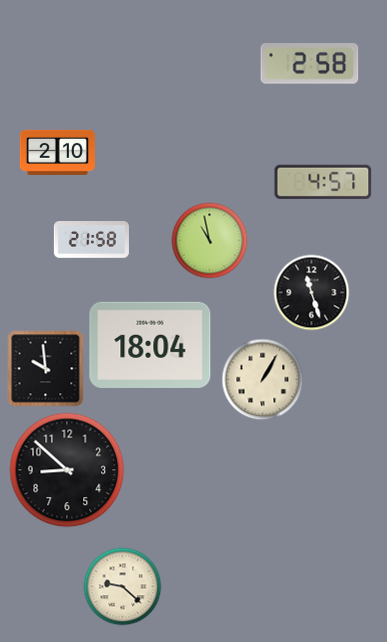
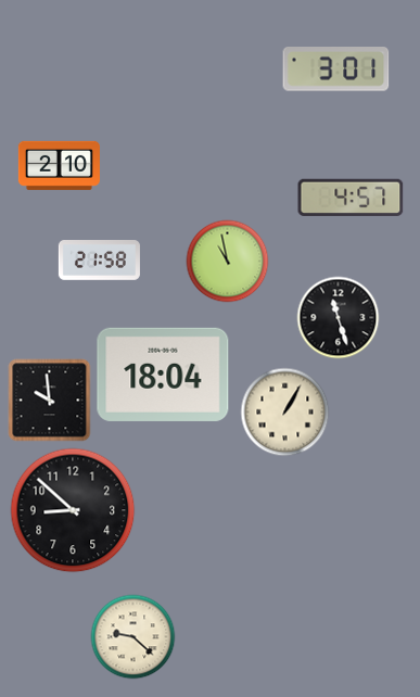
clock at (310, 64): 2:58 -> 3:01
clock at (57, 152) position: (57, 152) -> (59, 165)
